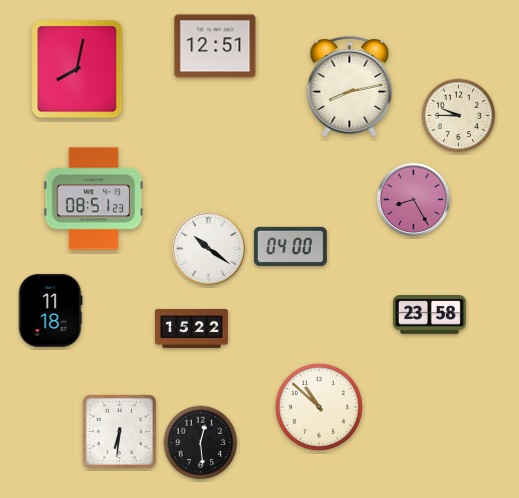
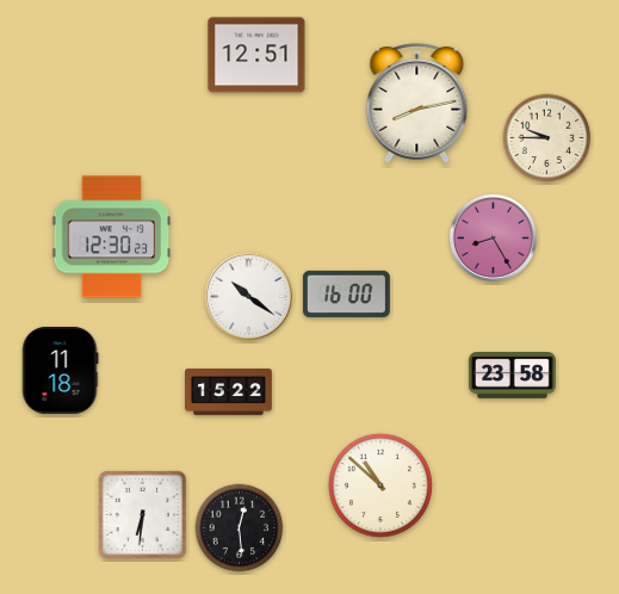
clock at (77, 69): 8:02 -> none
clock at (94, 199): 08:51 -> 12:30
clock at (290, 246): 04:00 -> 16:00
